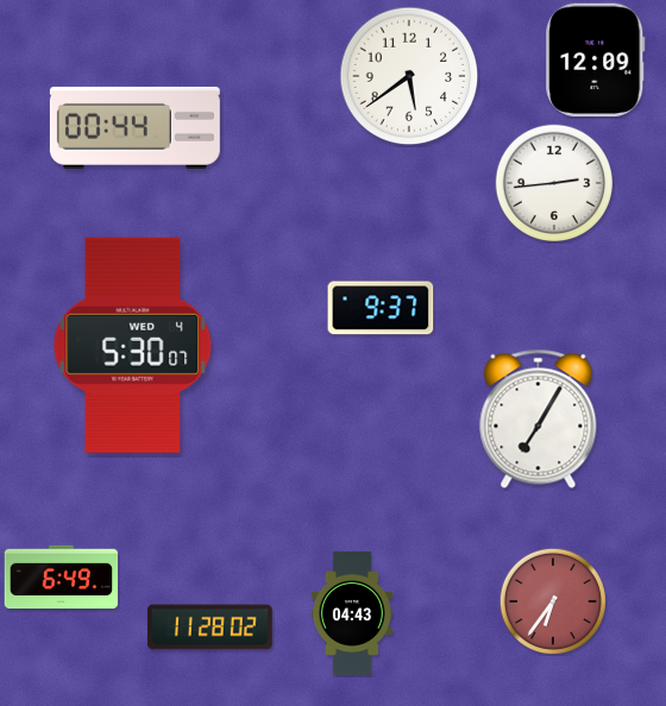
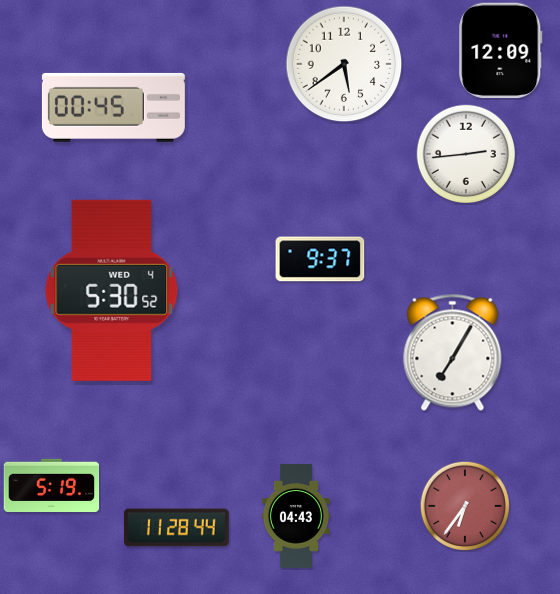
clock at (134, 127): 00:44 -> 00:45
clock at (133, 345): 5:30:07 -> 5:30:52
clock at (62, 576): 6:49 -> 5:19
clock at (209, 628): 11:28:02 -> 11:28:44
